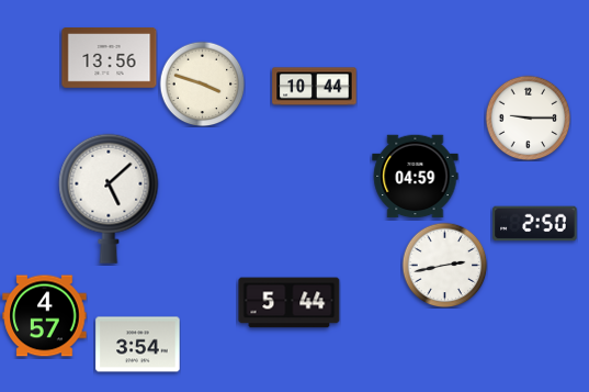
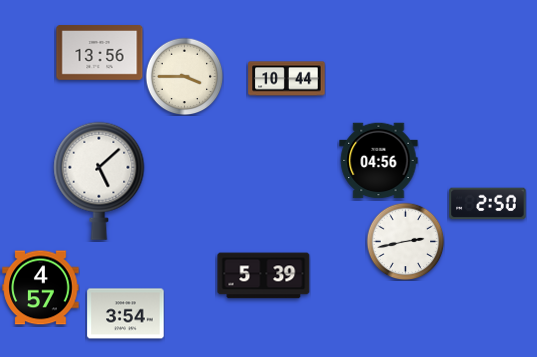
clock at (202, 83): 3:48 -> 3:45
clock at (528, 117): 9:15 -> none
clock at (416, 177): 04:59 -> 04:56
clock at (290, 303): 5:44 -> 5:39
